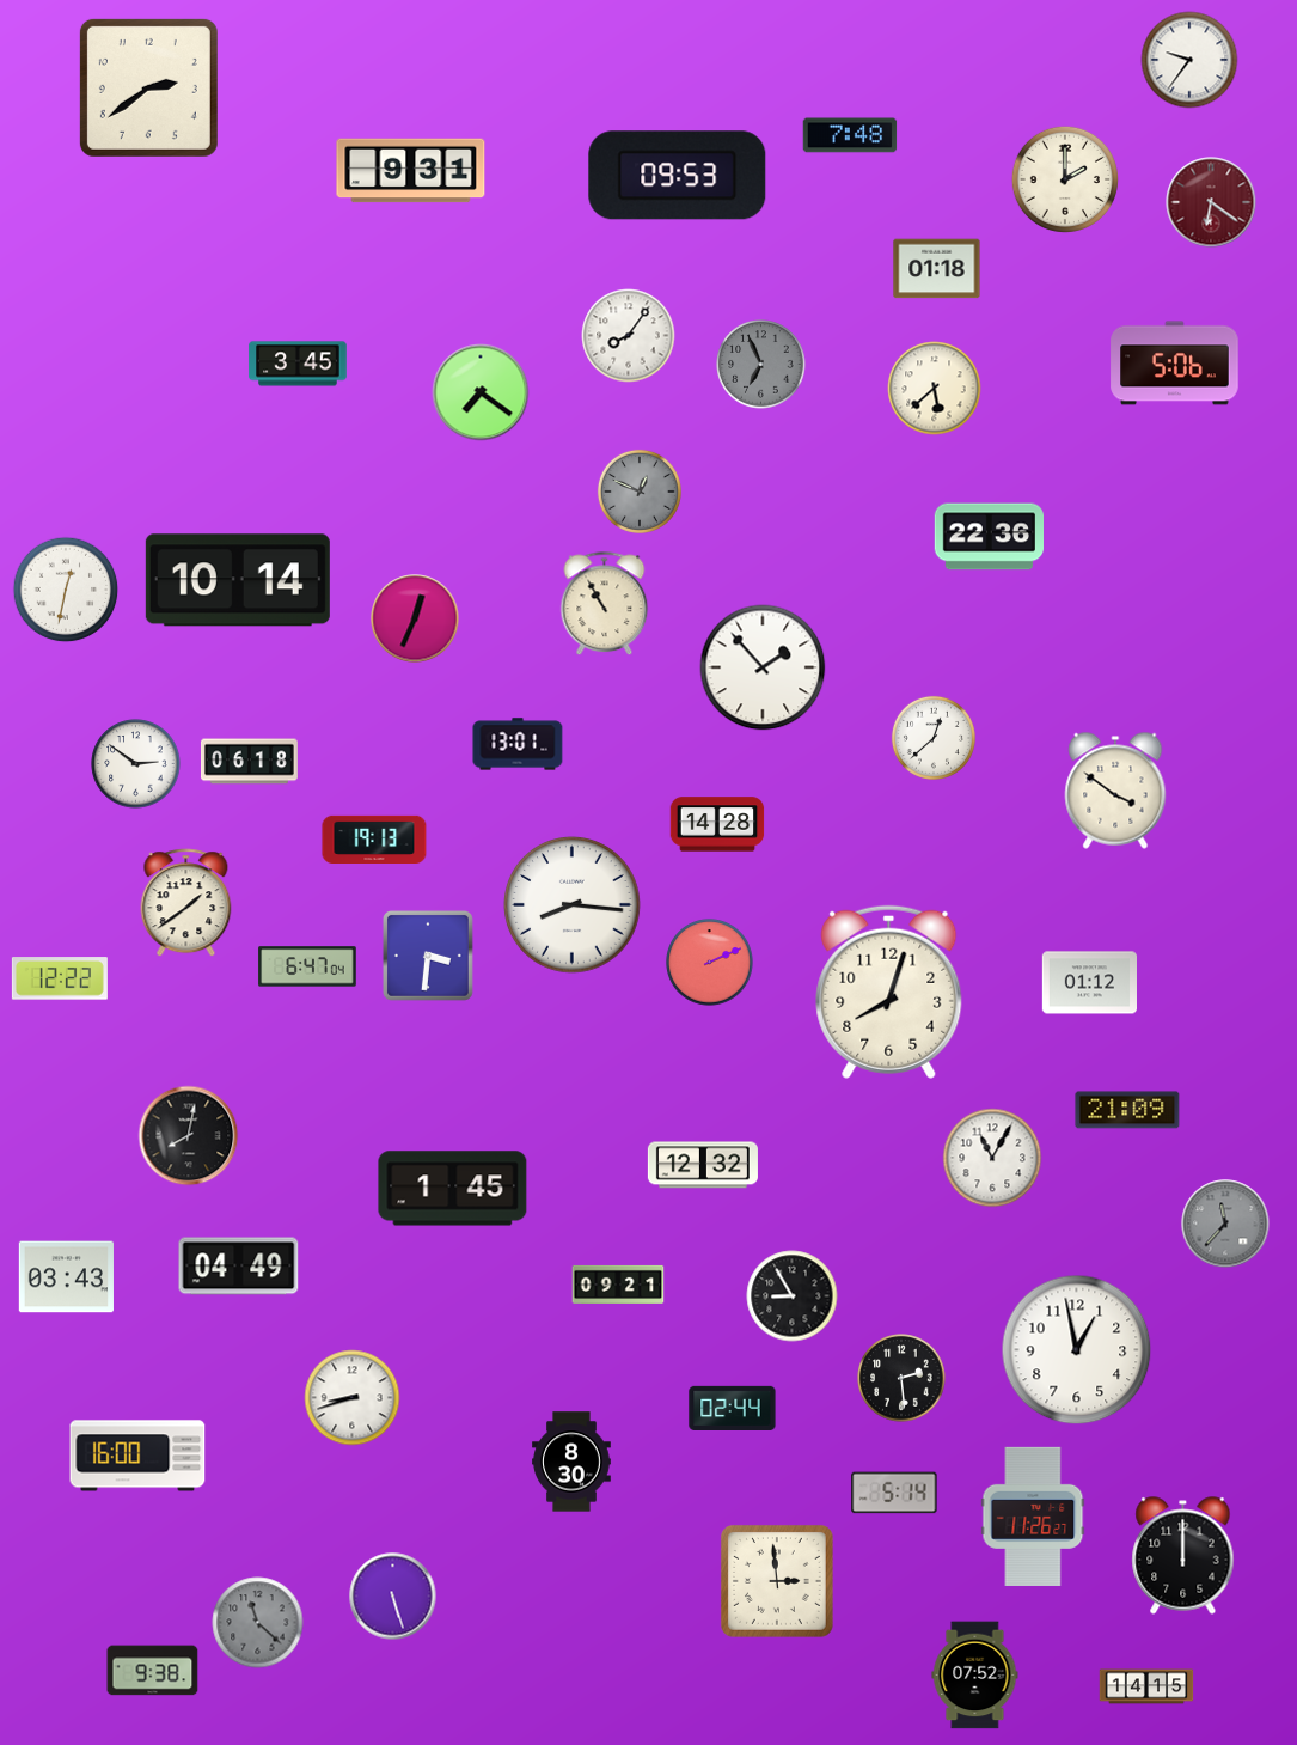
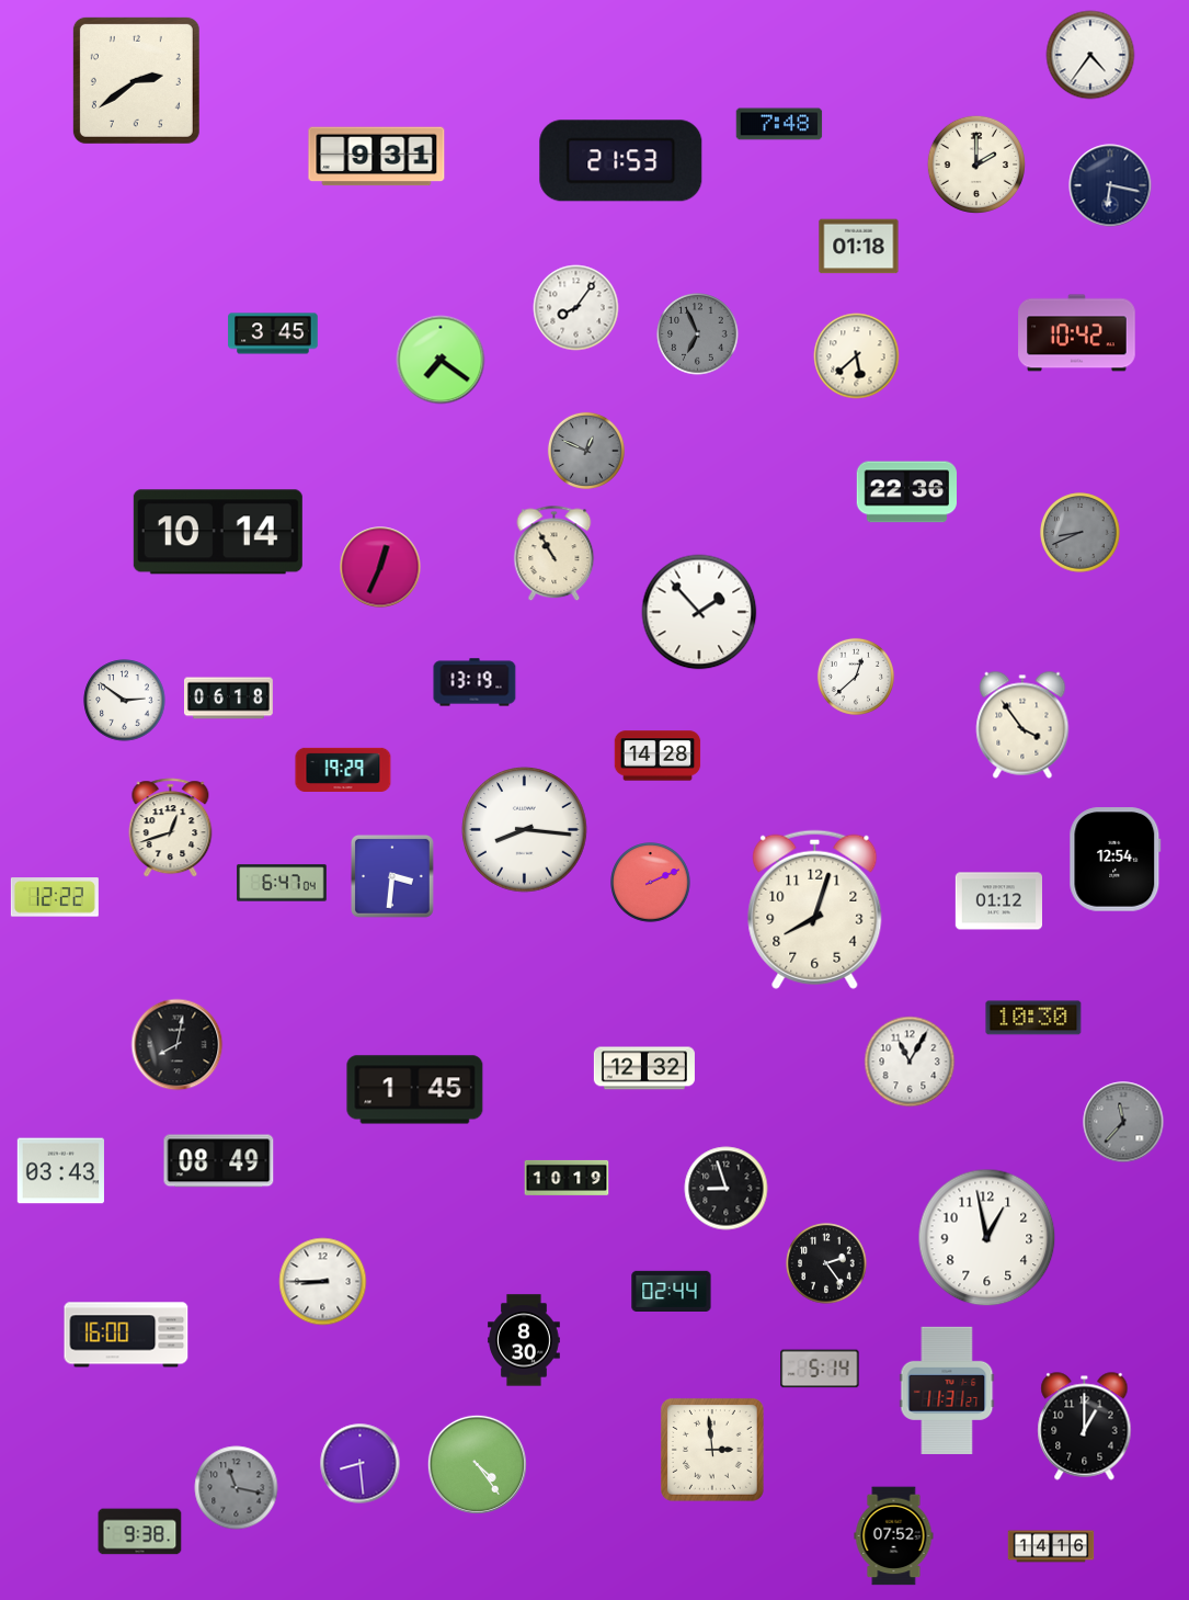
clock at (1189, 60): 9:36 -> 4:36
clock at (678, 176): 09:53 -> 21:53
clock at (1211, 202): 6:21 -> 6:17
clock at (1211, 202) dial: burgundy -> navy
clock at (1175, 364): 5:06 -> 10:42
clock at (1081, 533): none -> 8:41
clock at (66, 590): 12:32 -> none
clock at (518, 744): 13:01 -> 13:19
clock at (1115, 791): 3:51 -> 3:54
clock at (374, 838): 19:13 -> 19:29
clock at (186, 903): 1:39 -> 12:42
clock at (1116, 860): none -> 12:54
clock at (307, 966) position: (307, 966) -> (282, 883)
clock at (1127, 1110): 21:09 -> 10:30
clock at (189, 1136) position: (189, 1136) -> (178, 1045)
clock at (239, 1267): 04:49 -> 08:49
clock at (618, 1285): 09:21 -> 10:19
clock at (793, 1296): 8:55 -> 8:57
clock at (901, 1378): 2:29 -> 2:24
clock at (353, 1398): 8:42 -> 8:45
clock at (1033, 1517): 11:26 -> 11:31
clock at (1183, 1556): 12:00 -> 1:00
clock at (393, 1597): 5:27 -> 8:29
clock at (477, 1464): none -> 4:24
clock at (258, 1623): 11:22 -> 11:17
clock at (1146, 1686): 14:15 -> 14:16
